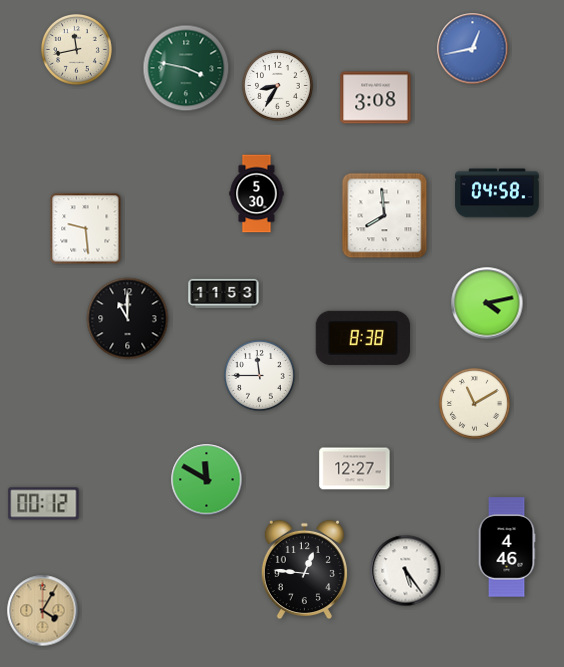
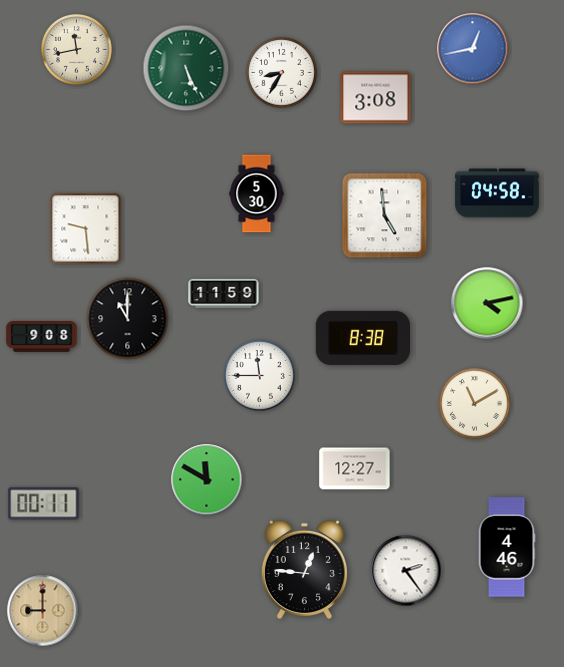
clock at (186, 68): 3:47 -> 5:26
clock at (278, 86) position: (278, 86) -> (282, 73)
clock at (385, 216): 7:59 -> 4:59
clock at (224, 293): 11:53 -> 11:59
clock at (42, 337): none -> 9:08
clock at (44, 504): 00:12 -> 00:11
clock at (406, 571): 5:24 -> 2:24
clock at (43, 611): 4:05 -> 9:00
